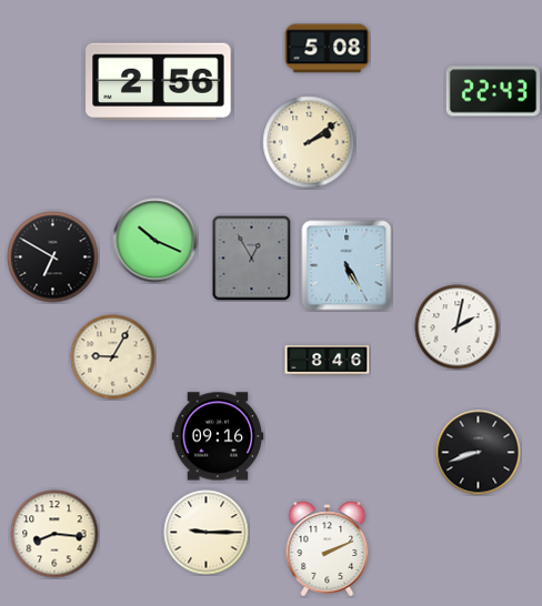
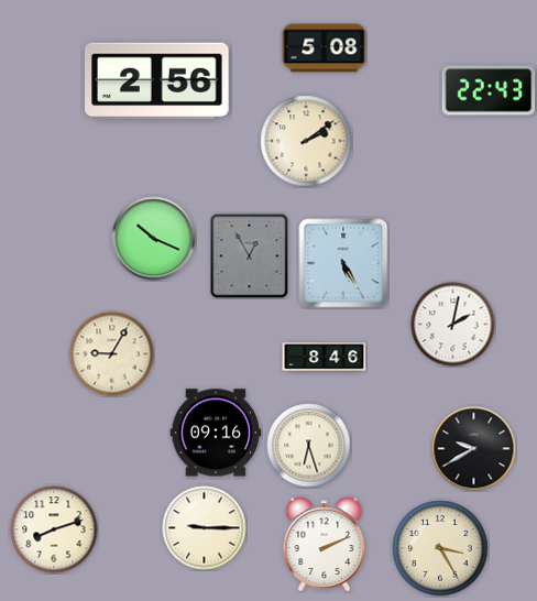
clock at (53, 257): 6:50 -> none
clock at (309, 446): none -> 6:27
clock at (479, 453): 8:42 -> 9:40
clock at (54, 534): 8:16 -> 8:12
clock at (440, 548): none -> 3:25
